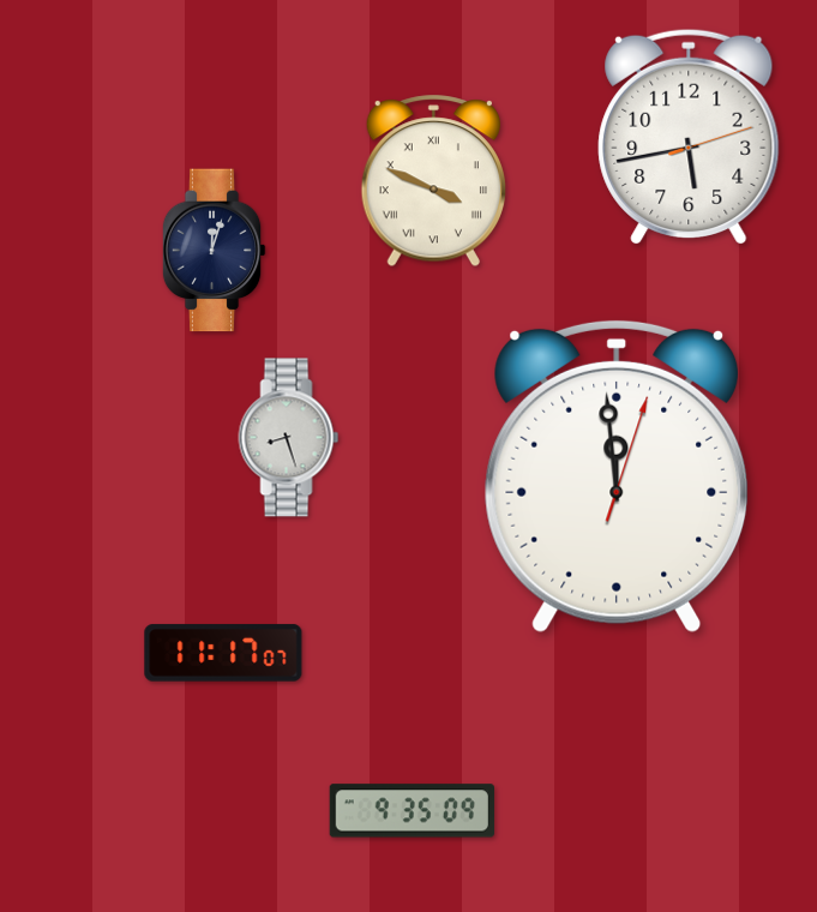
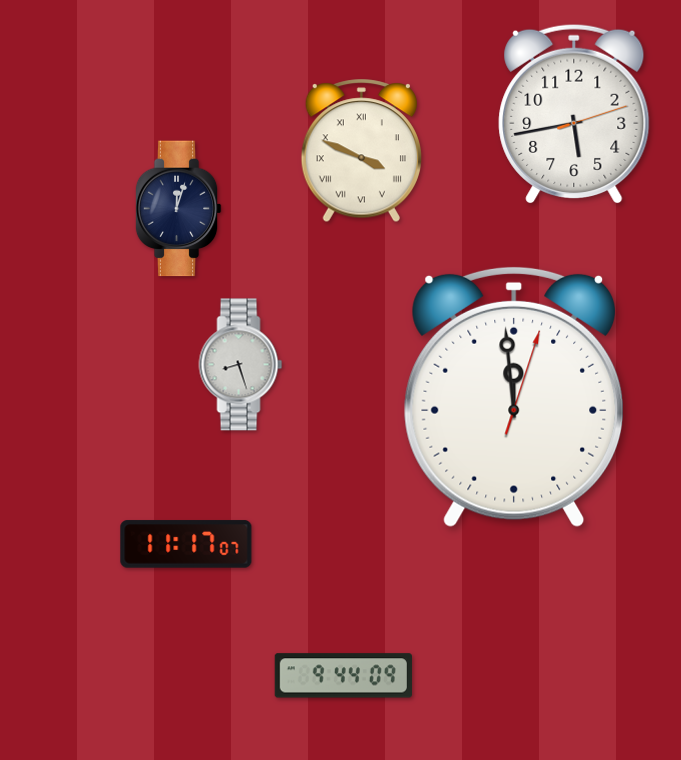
clock at (411, 811): 9:35 -> 9:44
